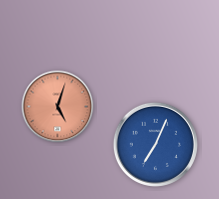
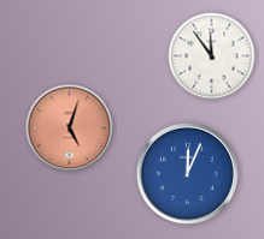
clock at (212, 56): none -> 11:54
clock at (155, 144): 7:04 -> 12:04
